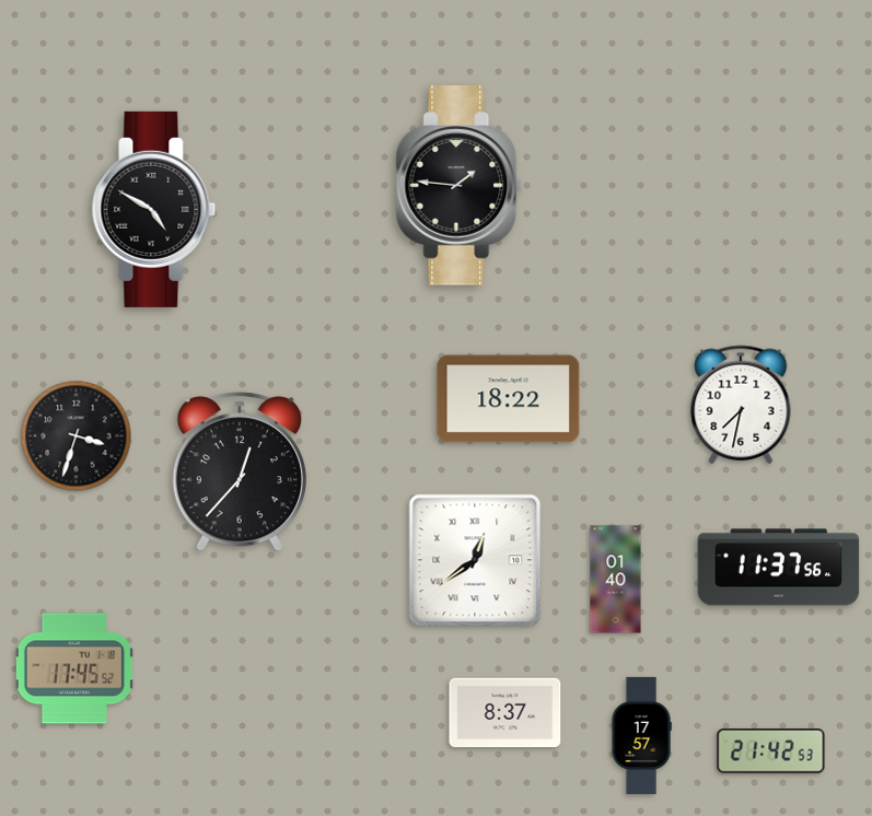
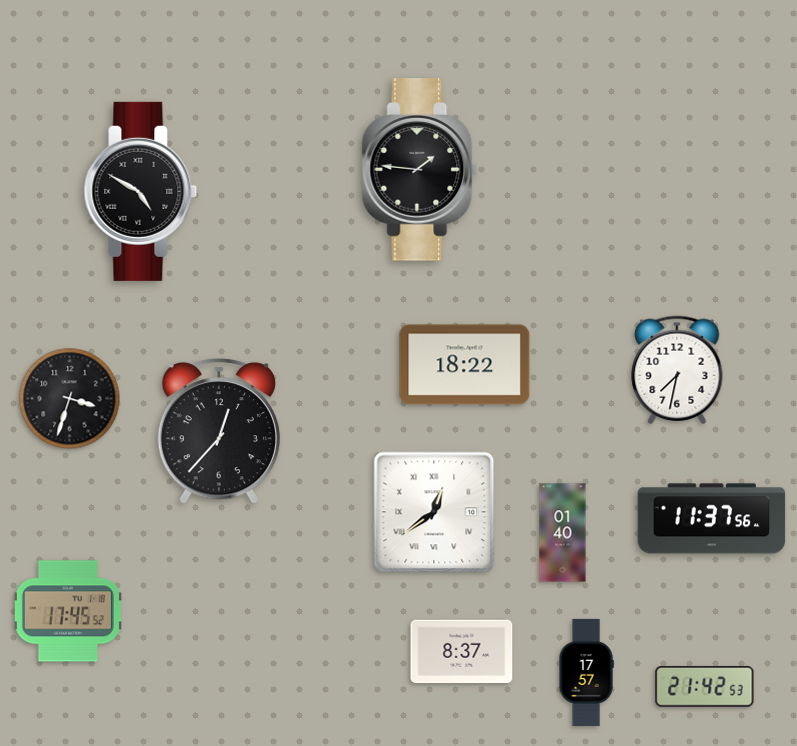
clock at (616, 580) position: (616, 580) -> (563, 533)
